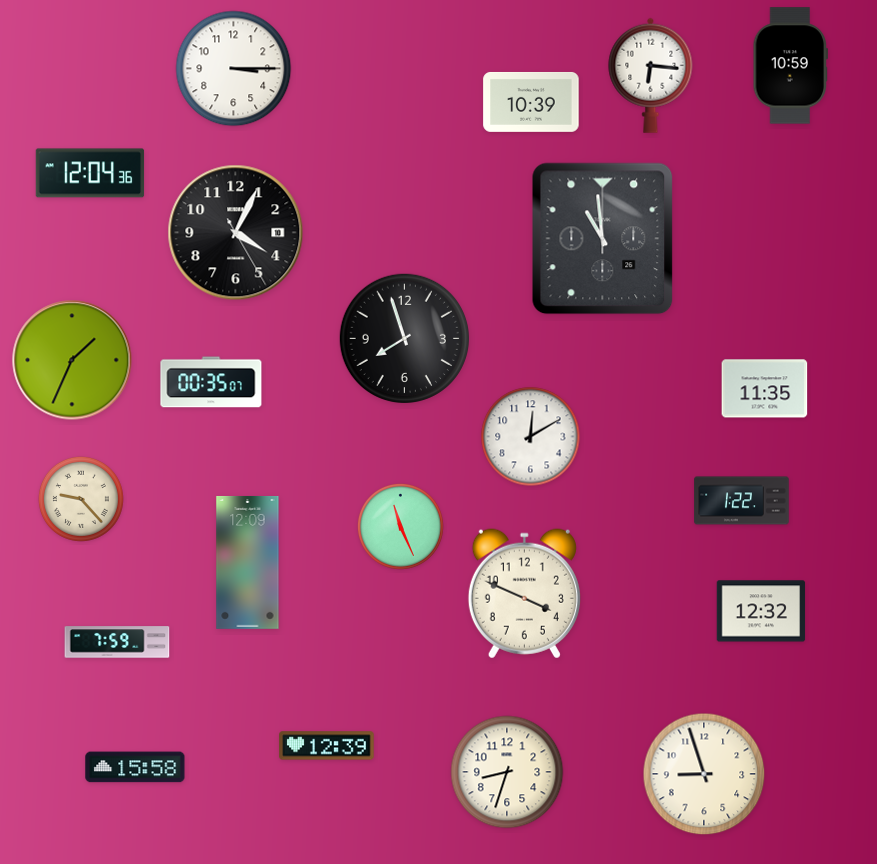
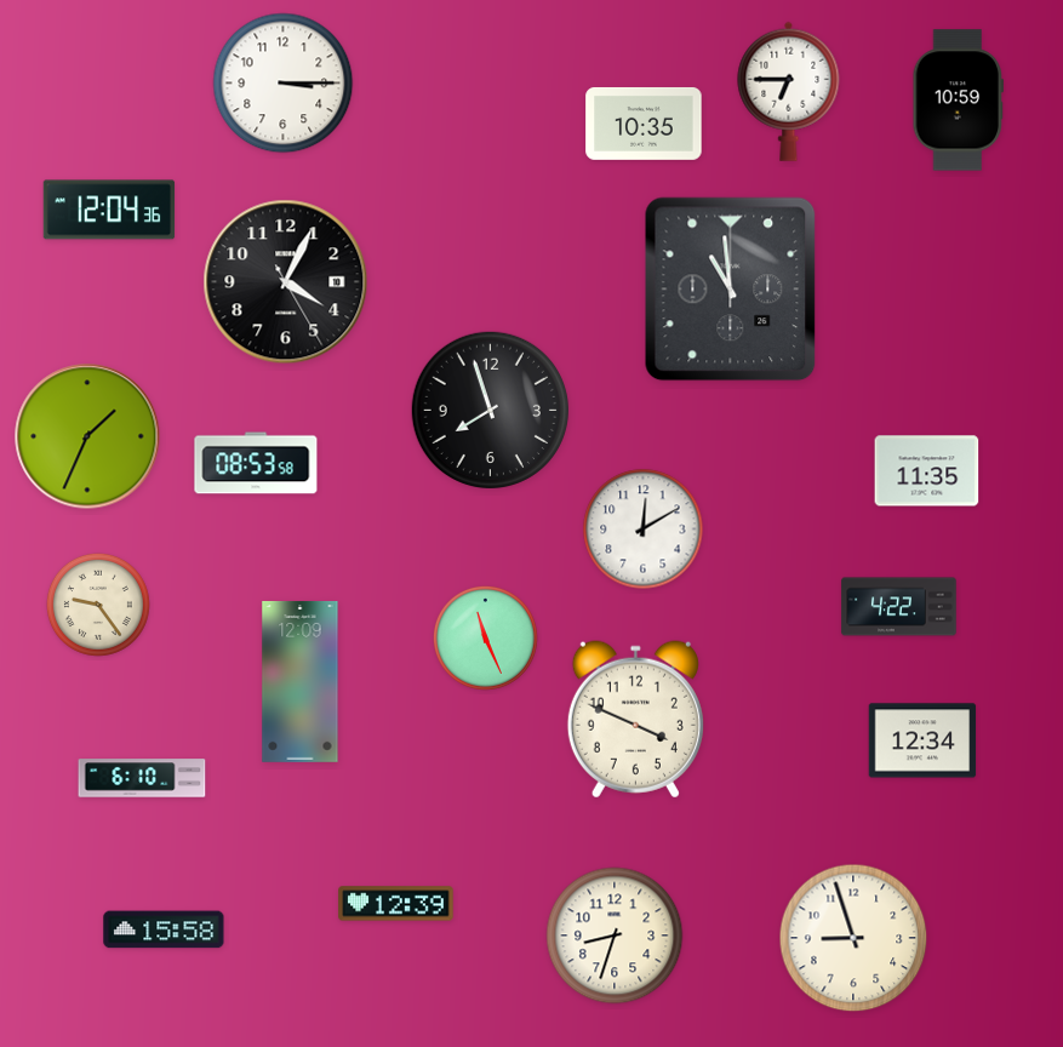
clock at (790, 66) position: (790, 66) -> (958, 101)
clock at (651, 75): 6:16 -> 6:45
clock at (531, 102): 10:39 -> 10:35
clock at (211, 382): 00:35 -> 08:53
clock at (81, 499): 9:23 -> 9:24
clock at (742, 501): 1:22 -> 4:22
clock at (761, 611): 12:32 -> 12:34
clock at (117, 642): 7:59 -> 6:10
